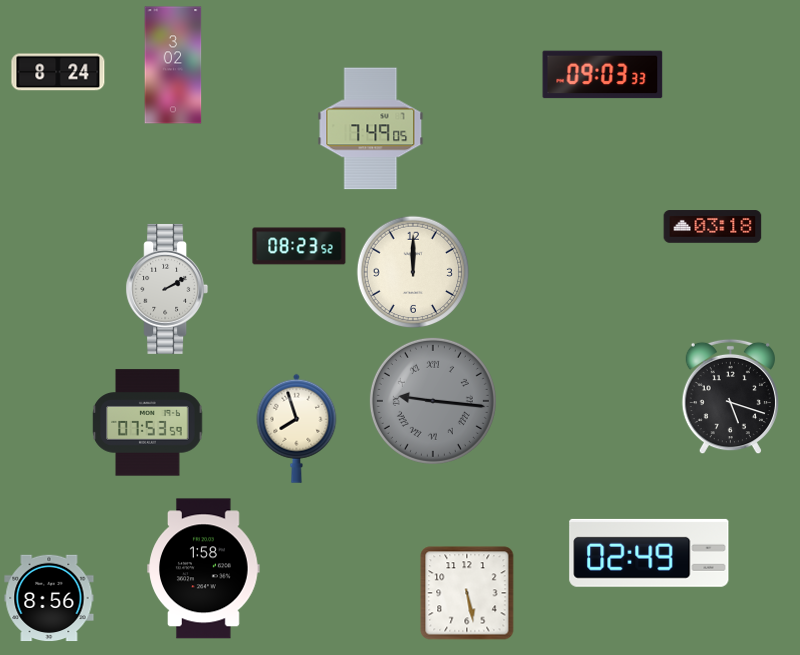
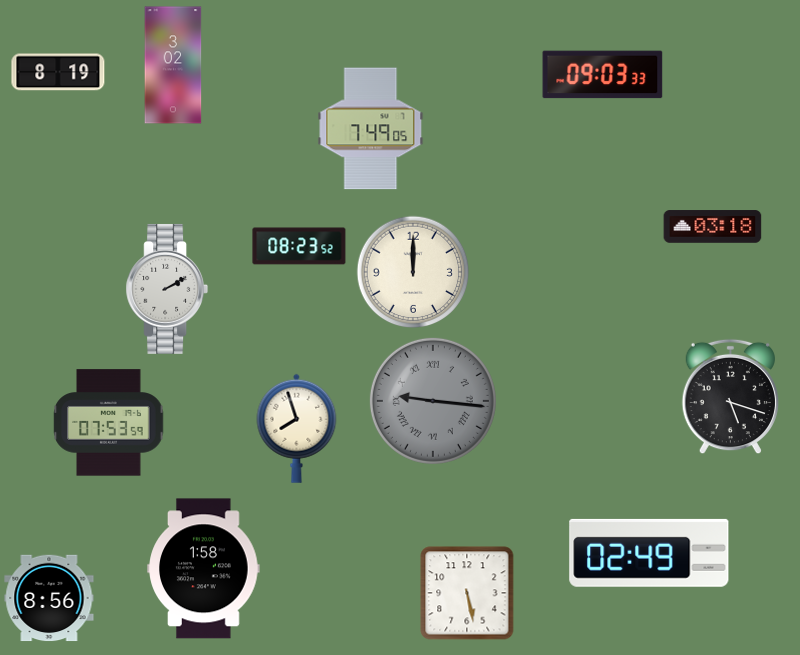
clock at (58, 72): 8:24 -> 8:19
clock at (148, 423) position: (148, 423) -> (109, 423)
